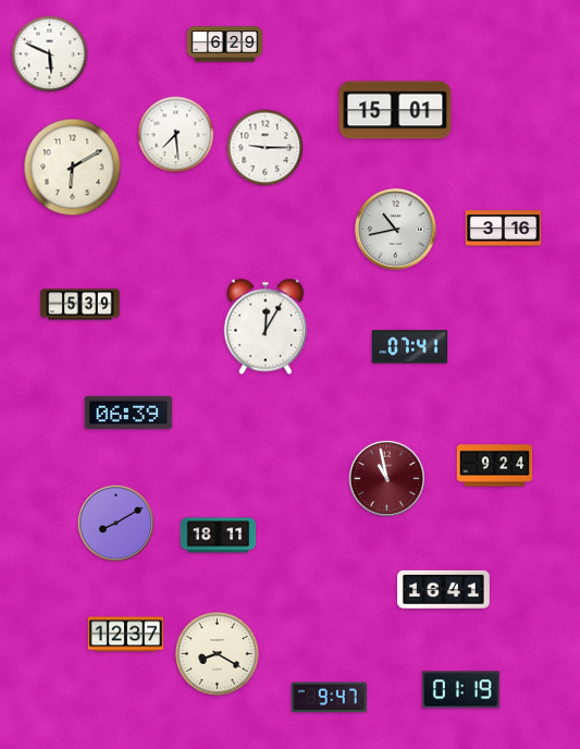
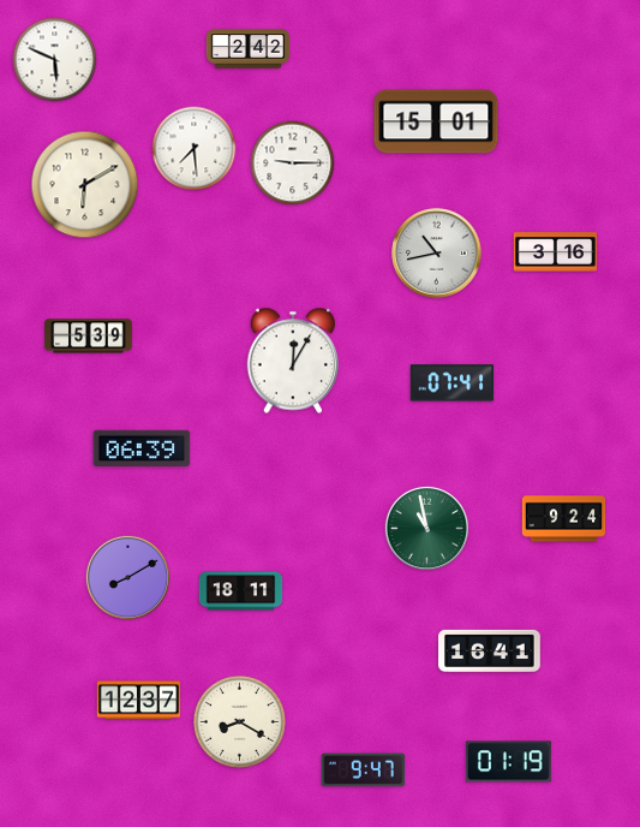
clock at (225, 45): 6:29 -> 2:42
clock at (73, 168) position: (73, 168) -> (85, 185)
clock at (128, 412) position: (128, 412) -> (142, 447)
clock at (495, 466) position: (495, 466) -> (564, 519)
clock at (386, 478) dial: burgundy -> green
